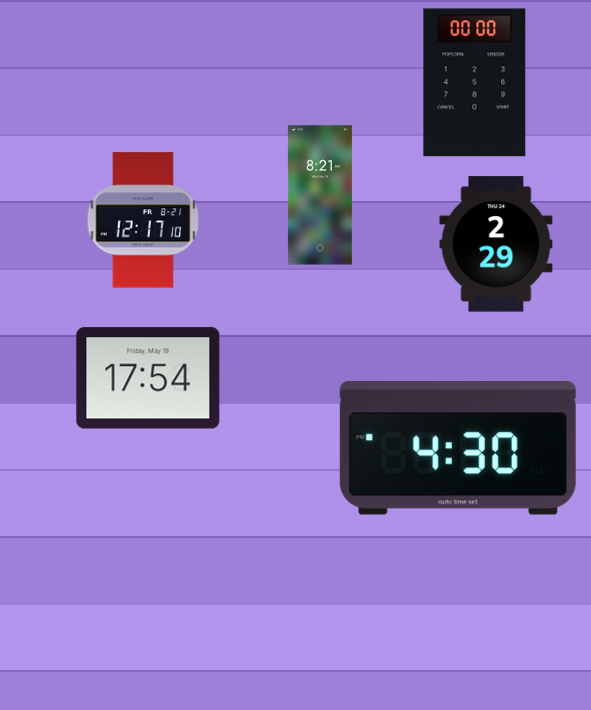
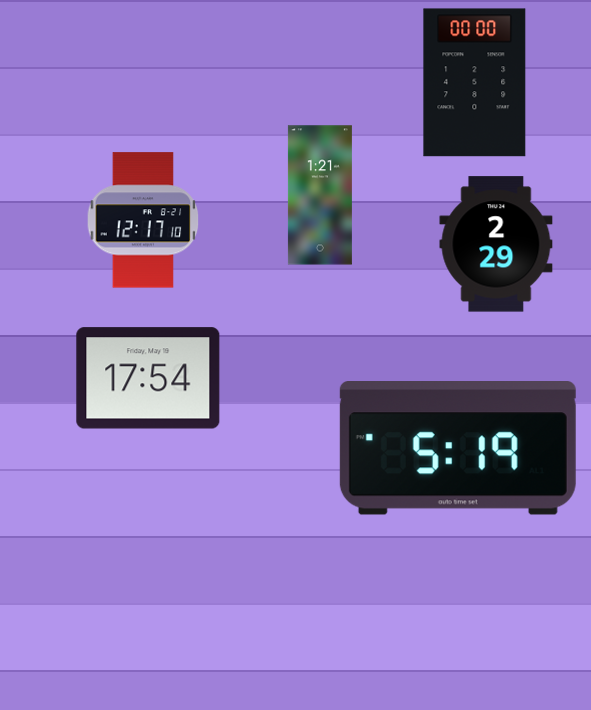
clock at (320, 195): 8:21 -> 1:21
clock at (458, 448): 4:30 -> 5:19
